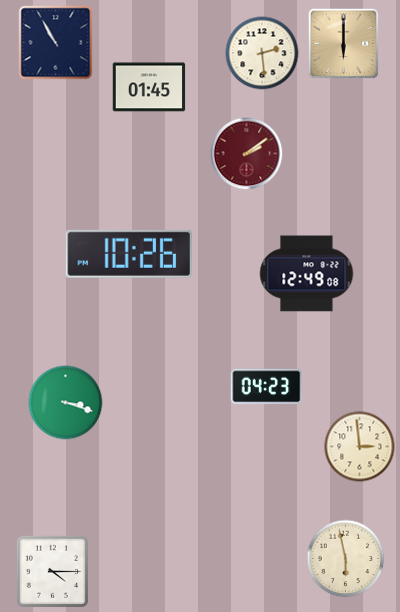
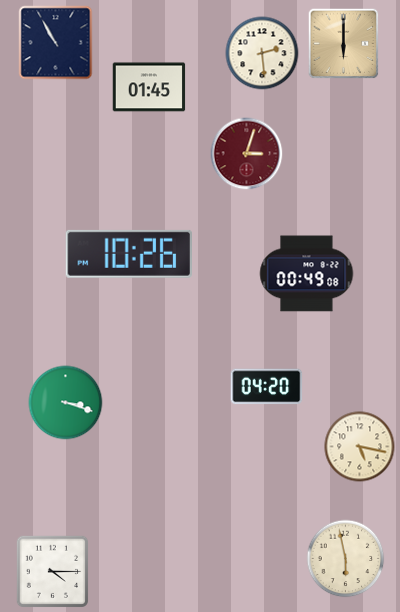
clock at (247, 154): 2:09 -> 3:03
clock at (307, 274): 12:49 -> 00:49
clock at (267, 387): 04:23 -> 04:20
clock at (360, 447): 2:59 -> 5:17
